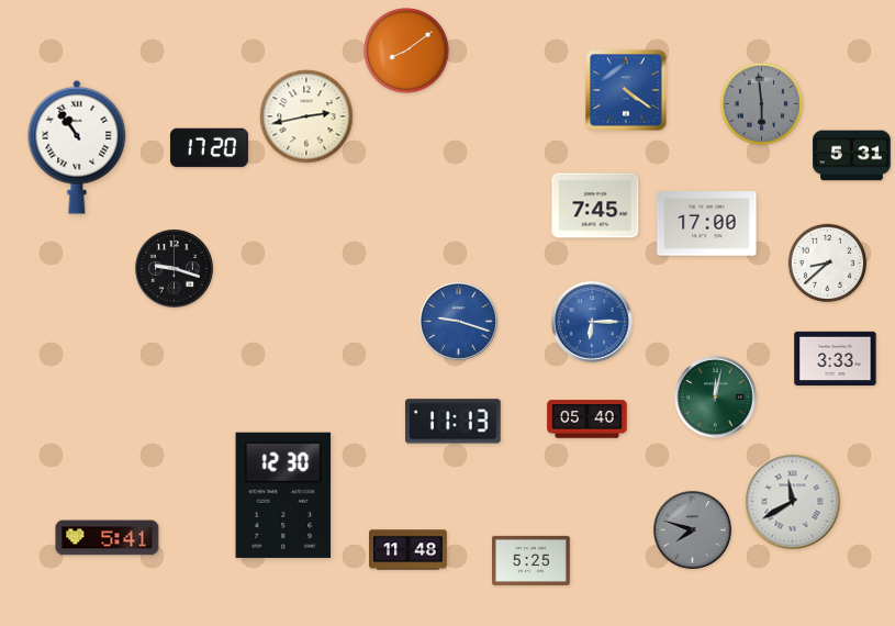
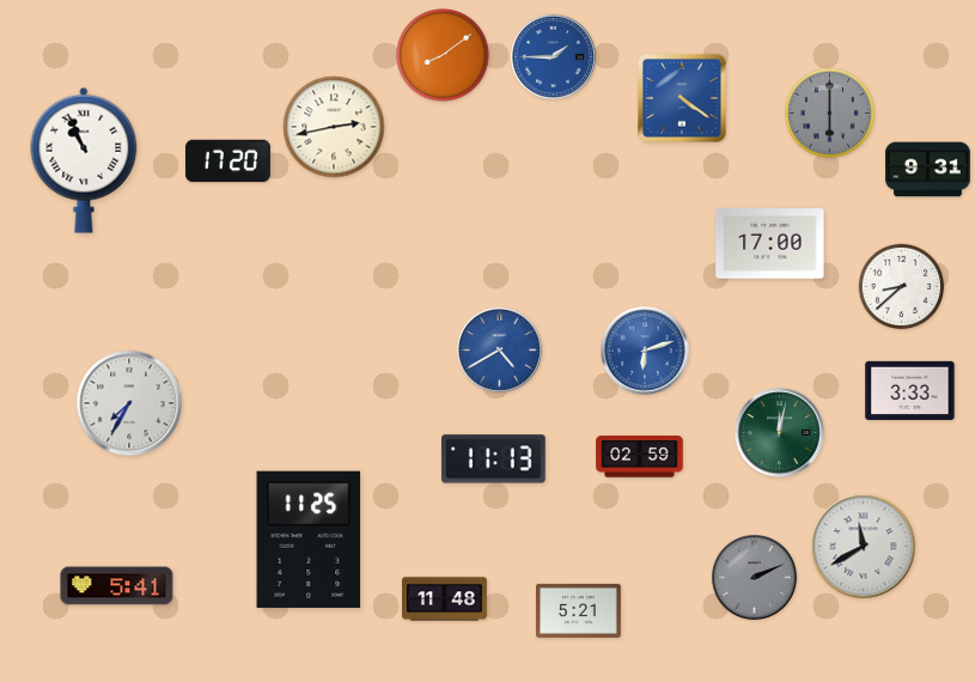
clock at (554, 57): none -> 1:45
clock at (761, 103): 5:59 -> 6:00
clock at (77, 147): 10:54 -> 10:56
clock at (852, 156): 5:31 -> 9:31
clock at (595, 205): 7:45 -> none
clock at (175, 269): 9:18 -> none
clock at (459, 322): 9:18 -> 4:40
clock at (592, 322): 6:15 -> 6:12
clock at (129, 403): none -> 7:35
clock at (588, 420): 05:40 -> 02:59
clock at (283, 495): 12:30 -> 11:25
clock at (693, 530): 7:48 -> 2:11
clock at (532, 560): 5:25 -> 5:21
